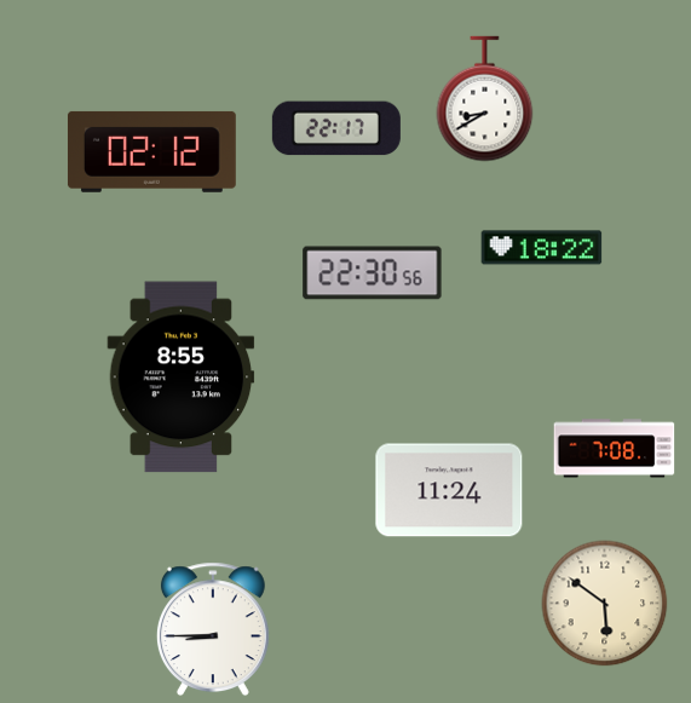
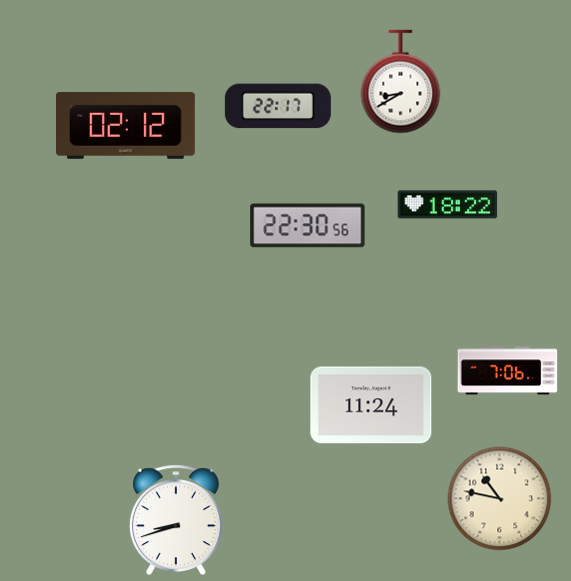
clock at (182, 378): 8:55 -> none
clock at (615, 449): 7:08 -> 7:06
clock at (605, 604): 5:51 -> 10:47
clock at (213, 629): 8:45 -> 8:42
